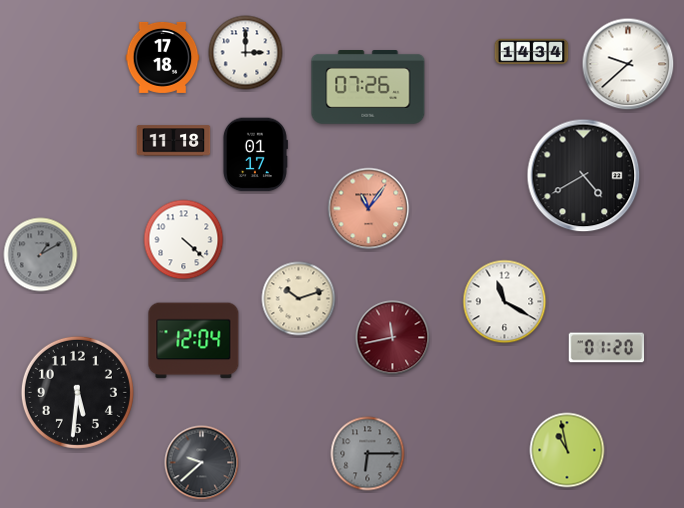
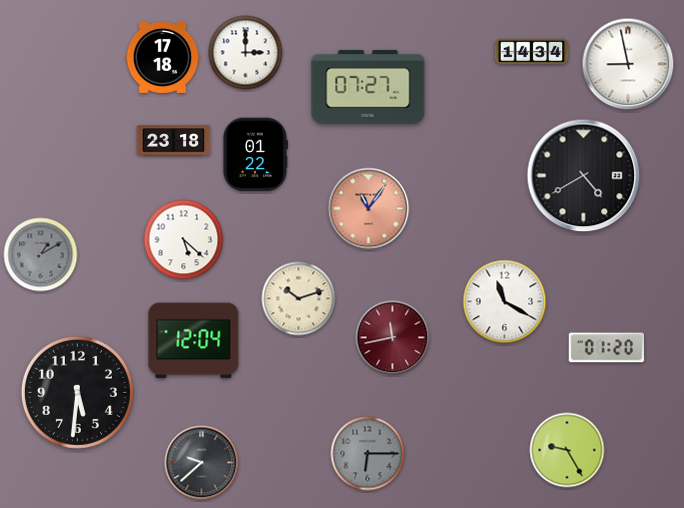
clock at (628, 64): 9:38 -> 8:58
clock at (368, 88): 07:26 -> 07:27
clock at (174, 141): 11:18 -> 23:18
clock at (255, 155): 01:17 -> 01:22
clock at (184, 240): 4:22 -> 5:22
clock at (567, 450): 10:58 -> 9:25
